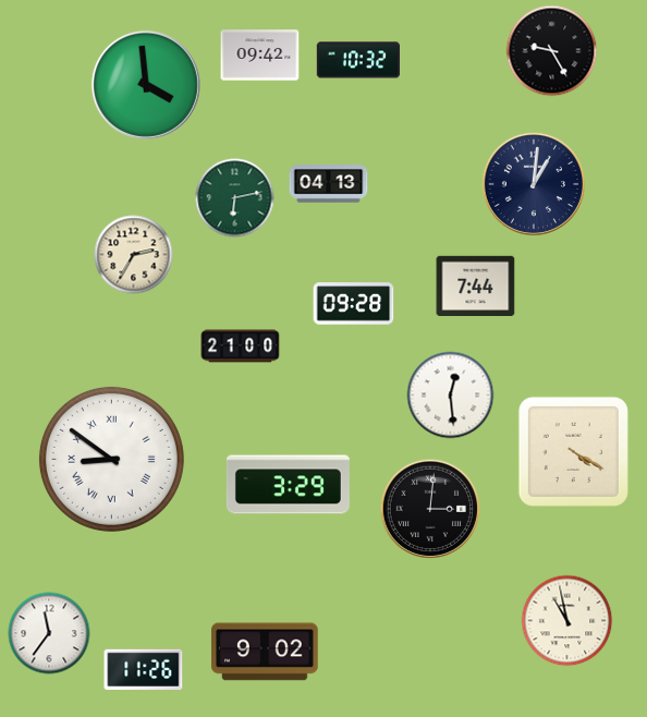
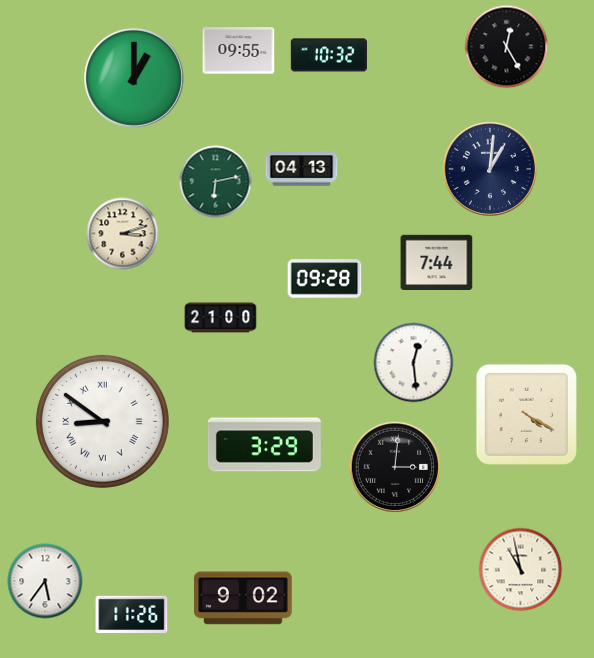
clock at (552, 51): 9:25 -> 12:25
clock at (260, 56): 09:42 -> 09:55
clock at (146, 85): 3:59 -> 1:00
clock at (134, 255): 2:35 -> 3:12
clock at (49, 633): 11:36 -> 5:36
